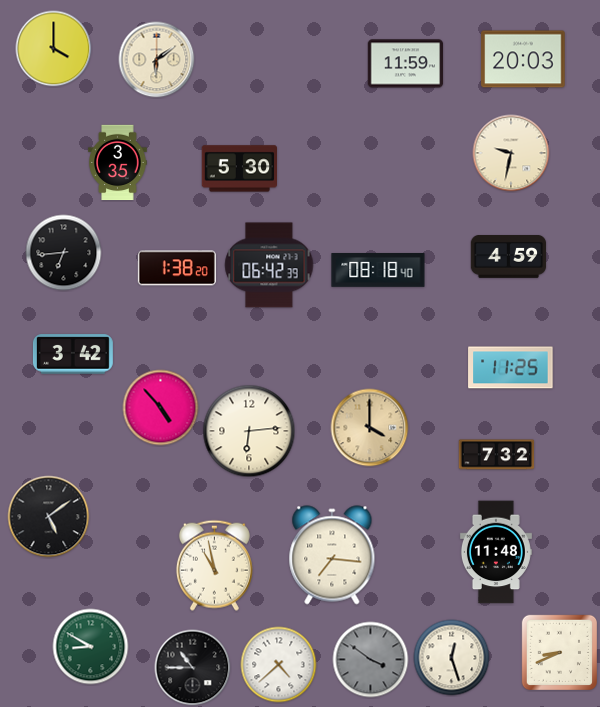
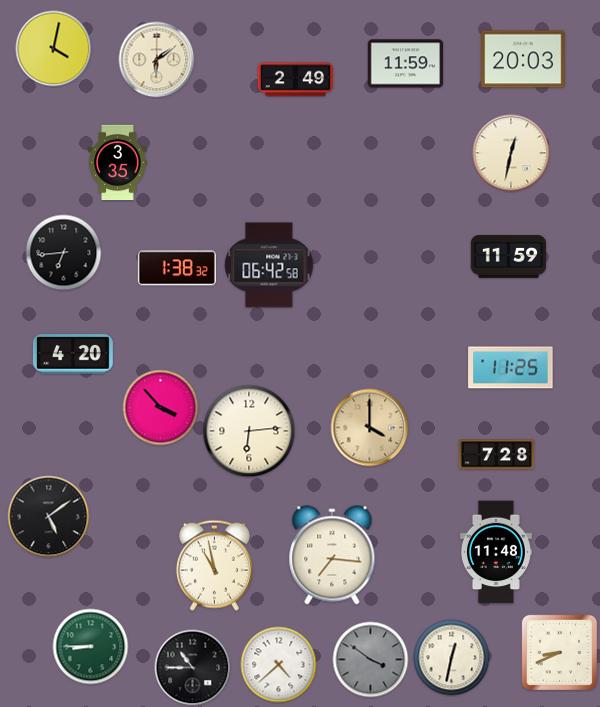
clock at (54, 49): 4:00 -> 4:02
clock at (296, 80): none -> 2:49
clock at (511, 153): 9:32 -> 12:32
clock at (239, 169): 5:30 -> none
clock at (509, 257): 4:59 -> 11:59
clock at (269, 265): 06:42:39 -> 06:42:58
clock at (177, 268): 1:38:20 -> 1:38:32
clock at (378, 271): 08:18 -> none
clock at (73, 354): 3:42 -> 4:20
clock at (161, 408): 4:53 -> 3:53
clock at (497, 455): 7:32 -> 7:28
clock at (91, 647): 8:50 -> 8:45
clock at (452, 658): 12:27 -> 12:32
